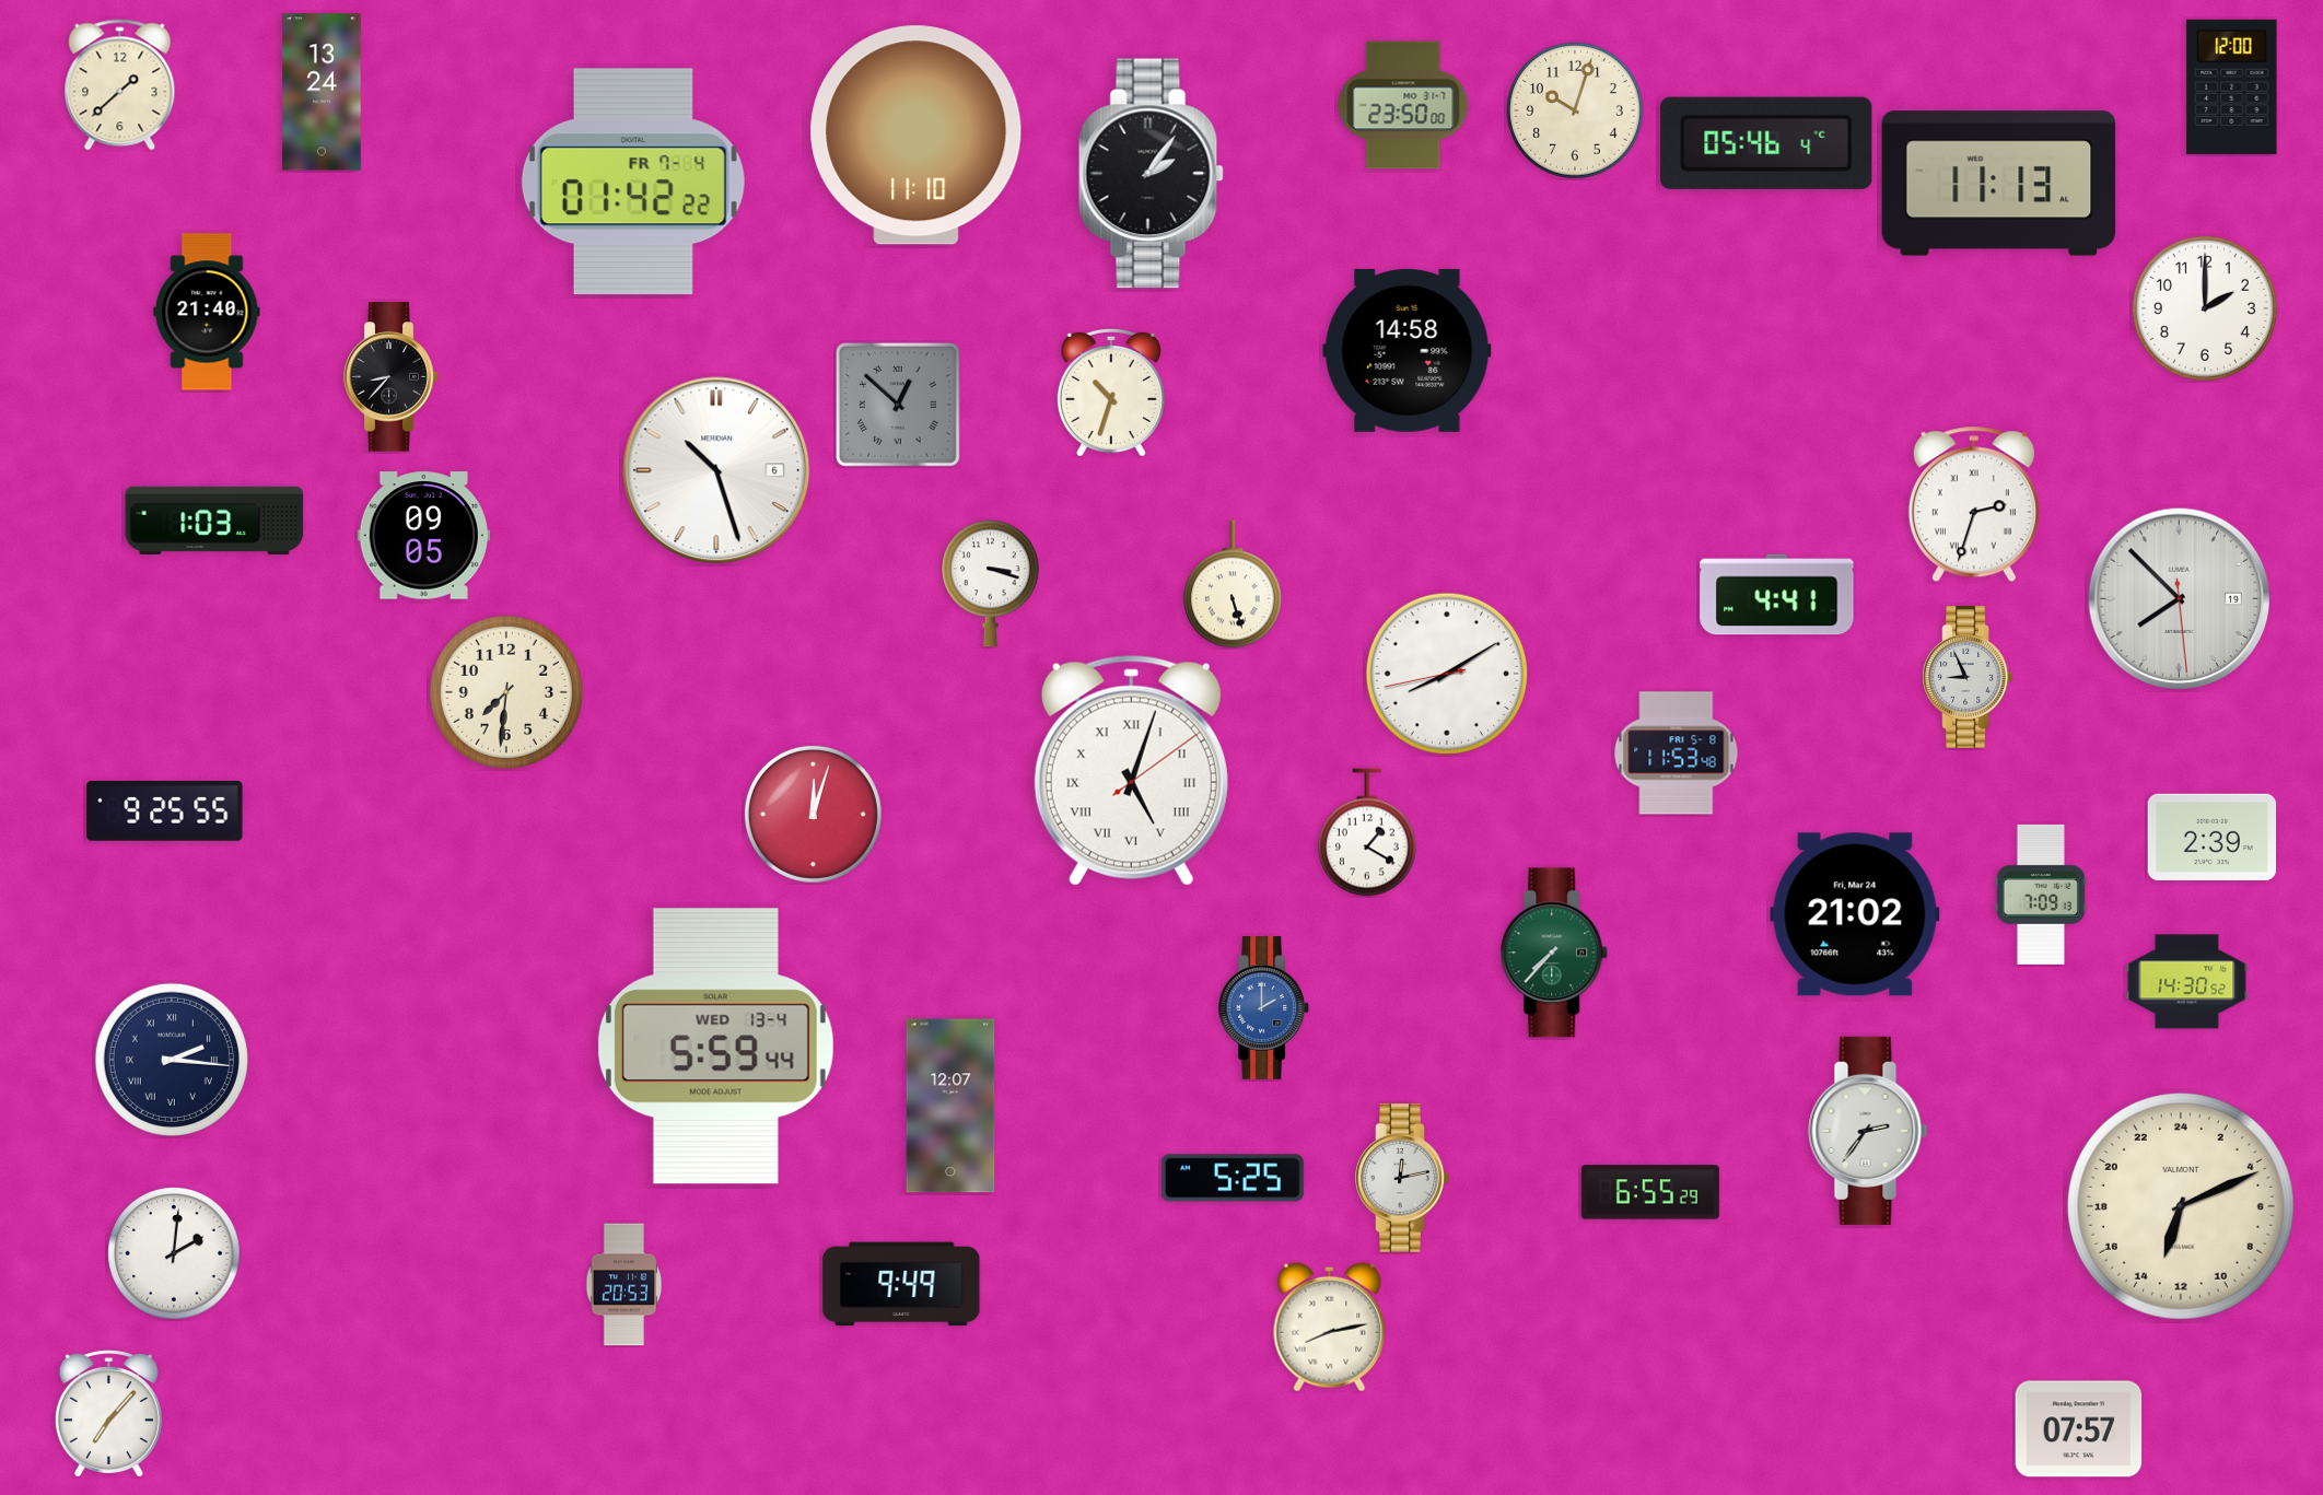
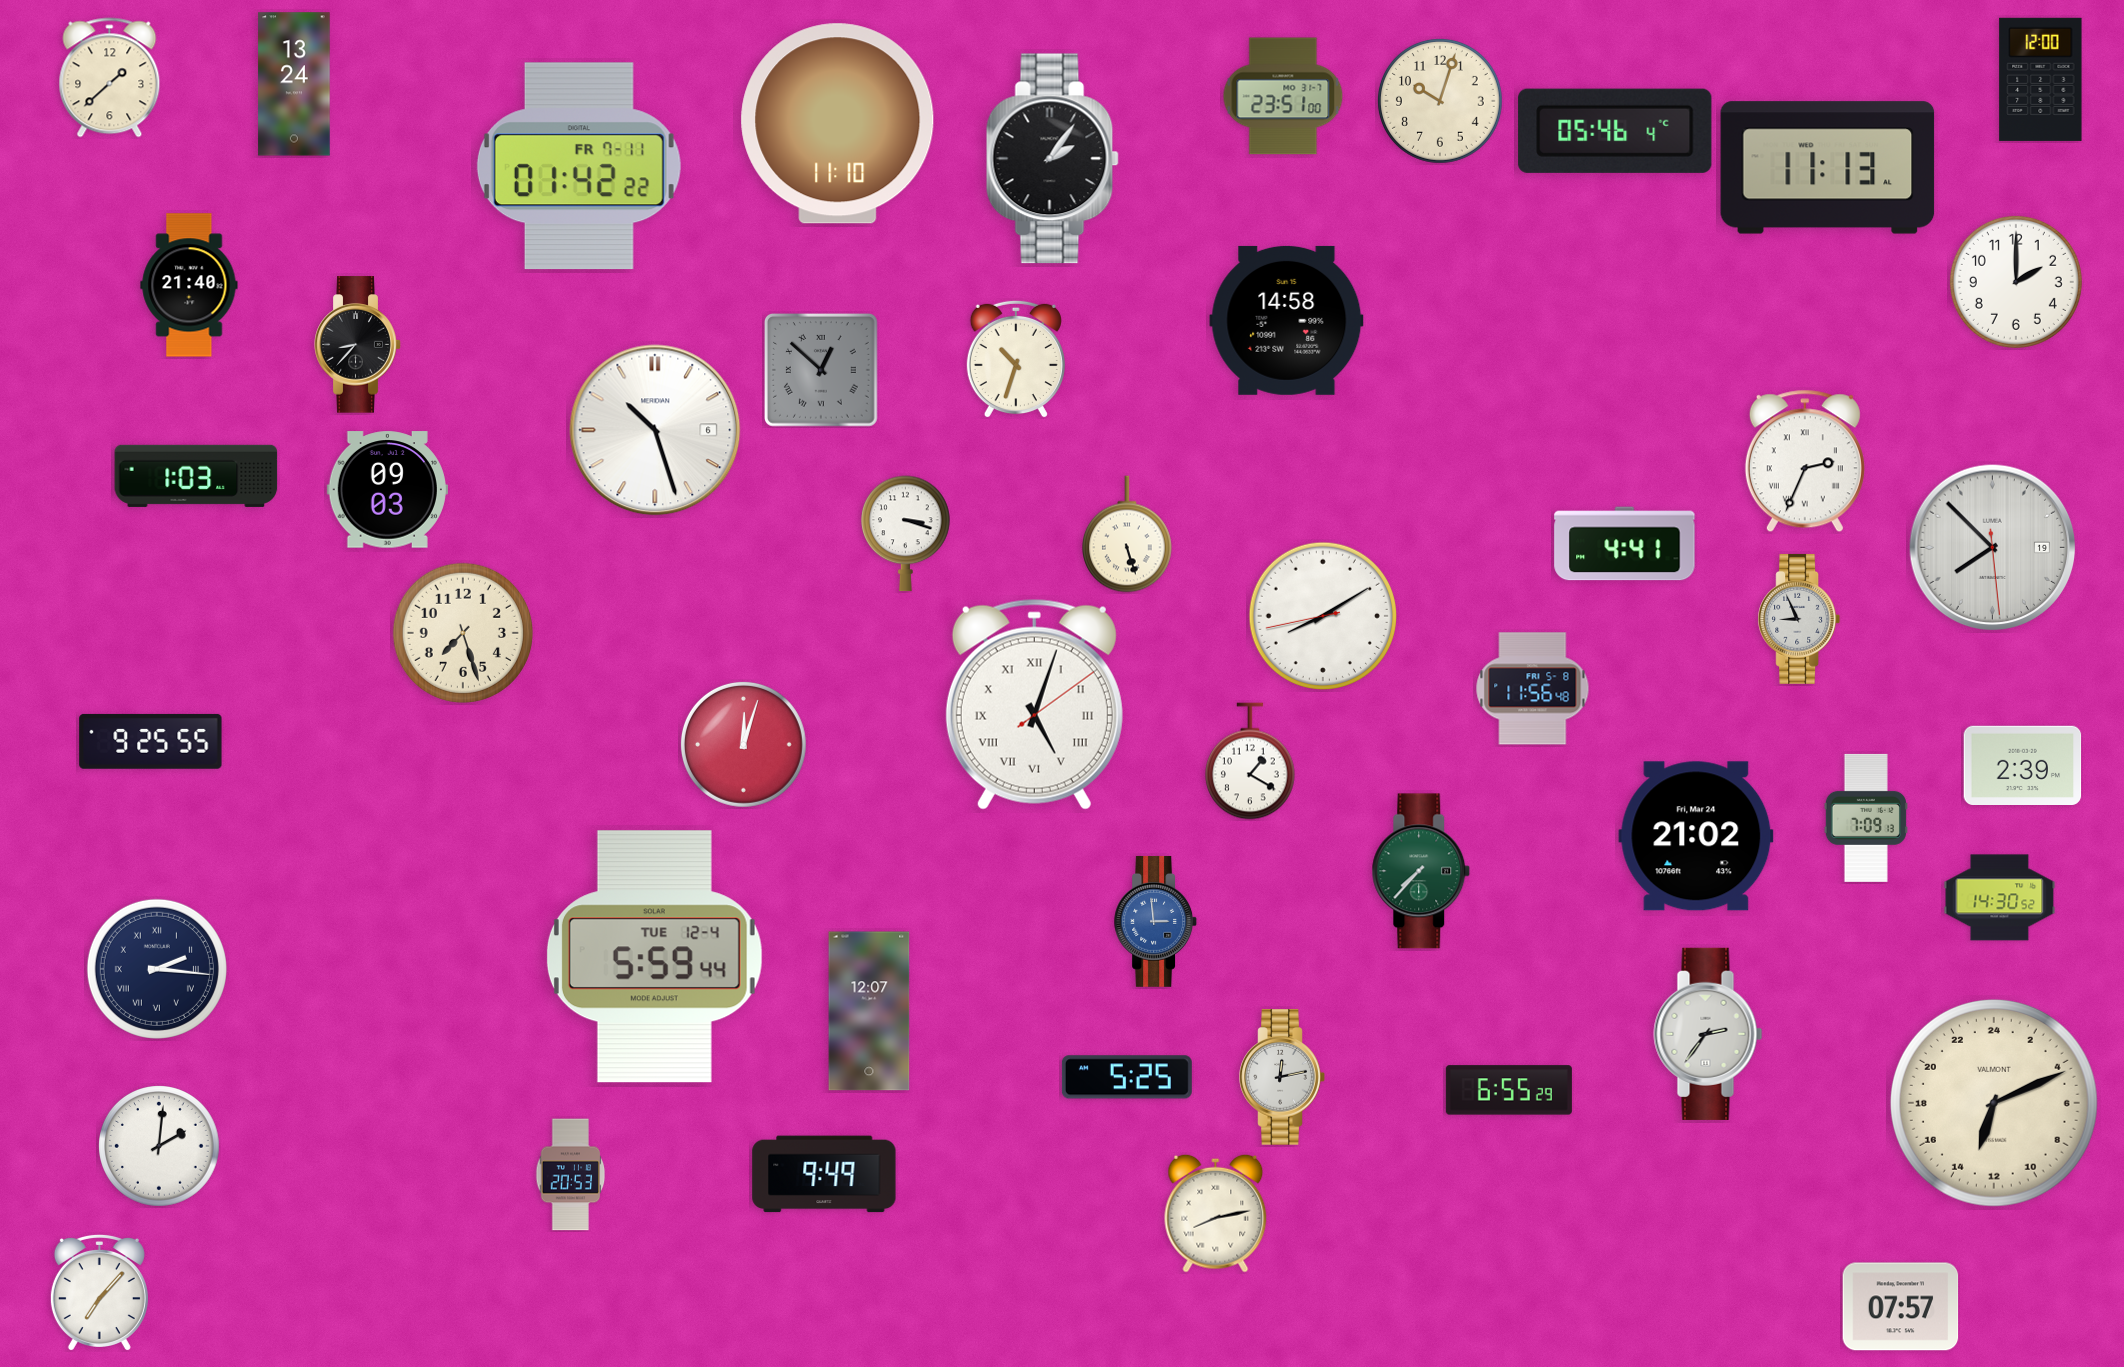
clock at (1403, 105): 23:50 -> 23:51
clock at (633, 182) date: FR 7-4 -> FR 7-11
clock at (1974, 504): 2:33 -> 2:34
clock at (423, 536): 09:05 -> 09:03
clock at (506, 692): 7:31 -> 7:27
clock at (1677, 754): 11:53 -> 11:56
clock at (1264, 1007): 2:00 -> 2:59
clock at (715, 1047) date: WED 13-4 -> TUE 12-4
